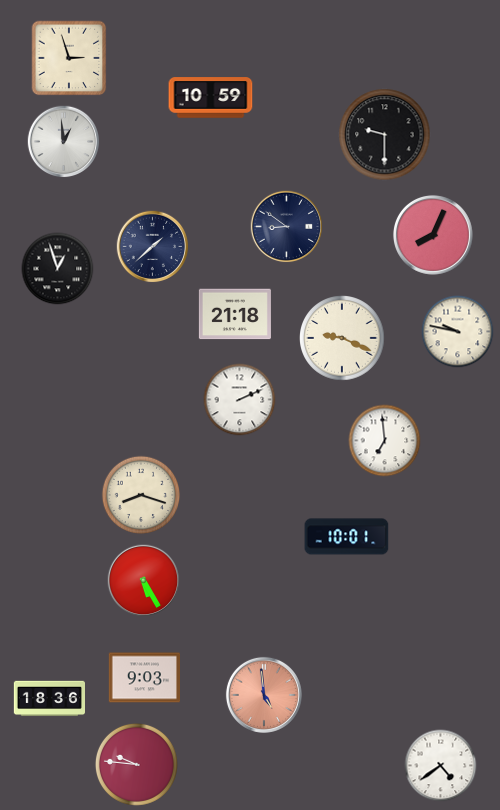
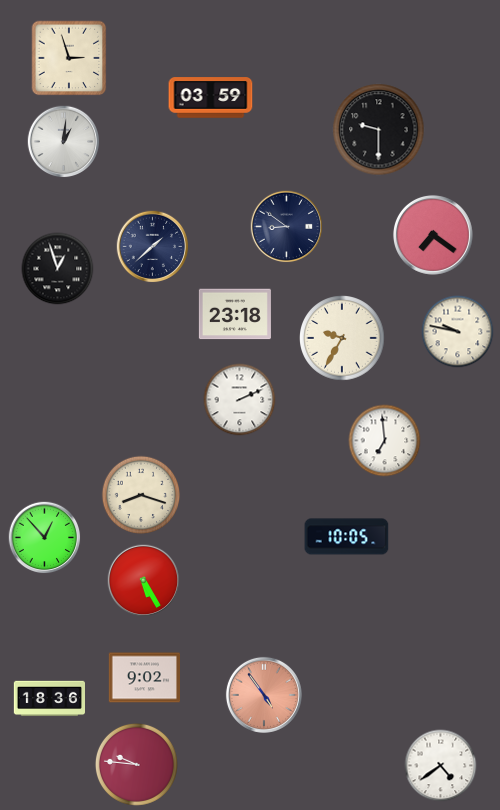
clock at (211, 98): 10:59 -> 03:59
clock at (385, 135) position: (385, 135) -> (379, 130)
clock at (64, 142): 12:59 -> 1:01
clock at (433, 235): 8:04 -> 7:21
clock at (235, 314): 21:18 -> 23:18
clock at (342, 338): 9:19 -> 9:35
clock at (347, 537): 10:01 -> 10:05
clock at (45, 538): none -> 12:53
clock at (144, 678): 9:03 -> 9:02
clock at (264, 695): 4:59 -> 4:54
